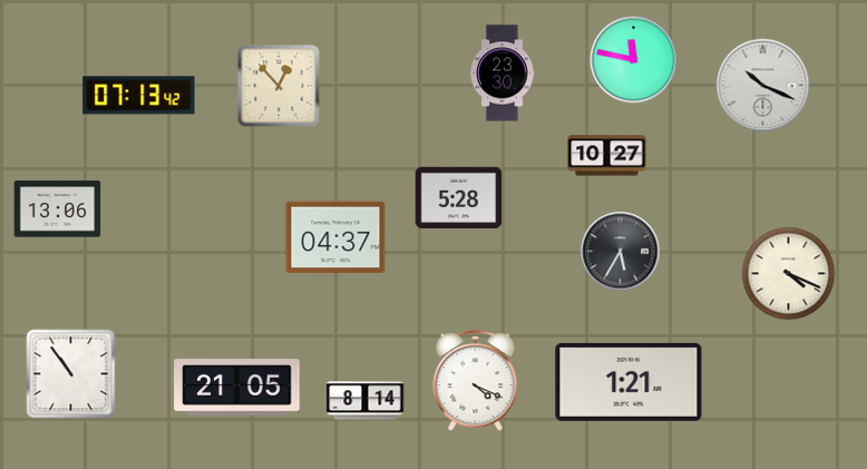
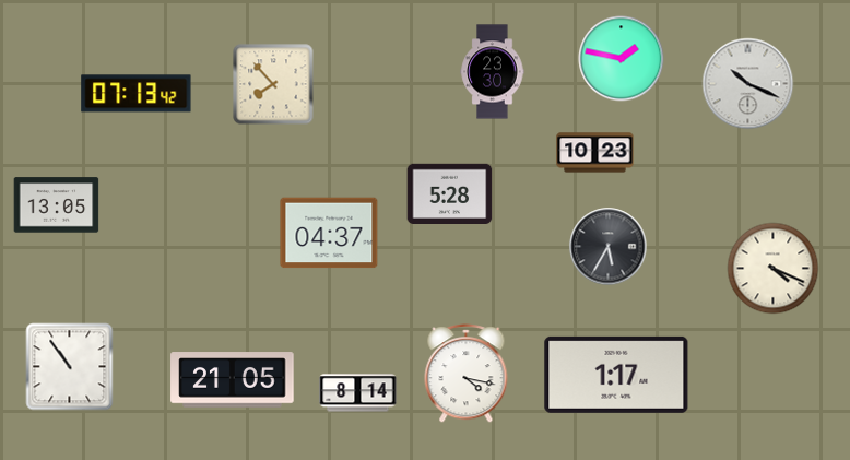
clock at (634, 60): 11:47 -> 1:47
clock at (279, 86): 12:53 -> 7:53
clock at (607, 156): 10:27 -> 10:23
clock at (58, 209): 13:06 -> 13:05
clock at (476, 381): 4:19 -> 4:17
clock at (629, 382): 1:21 -> 1:17
